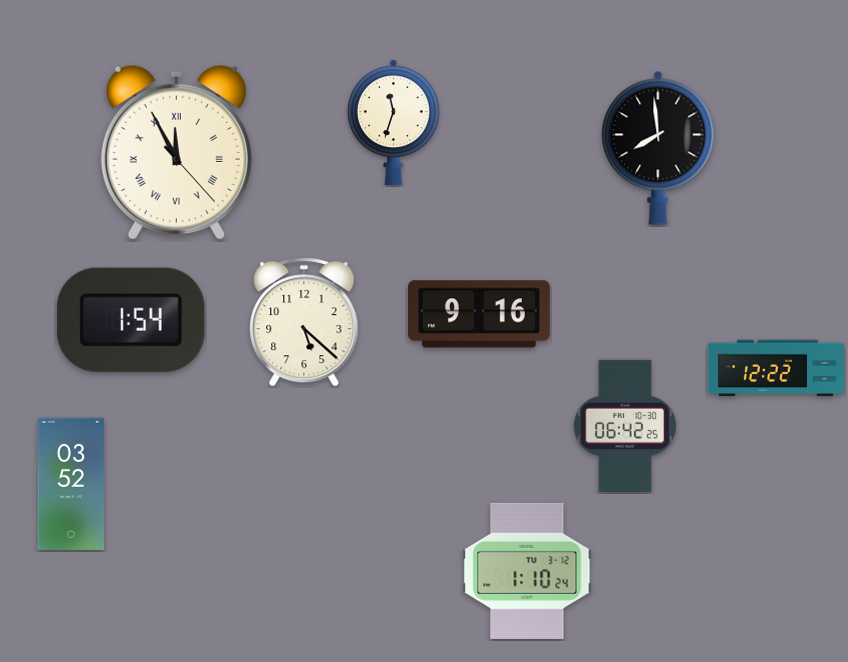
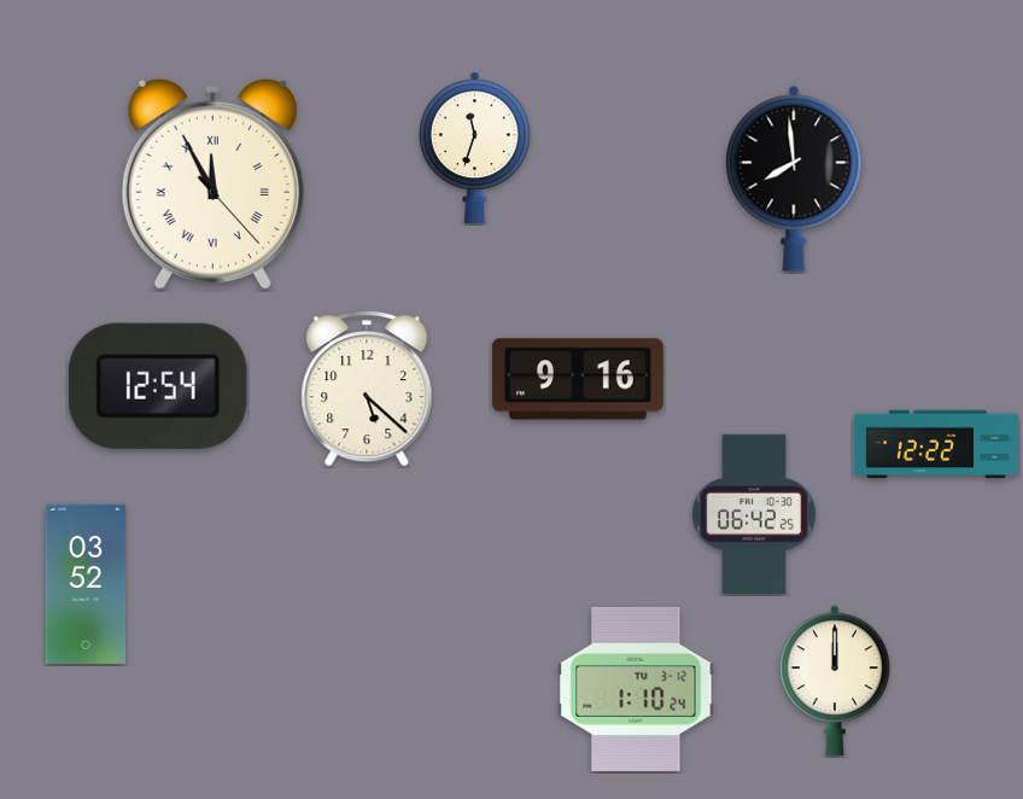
clock at (131, 320): 1:54 -> 12:54
clock at (835, 681): none -> 12:00
